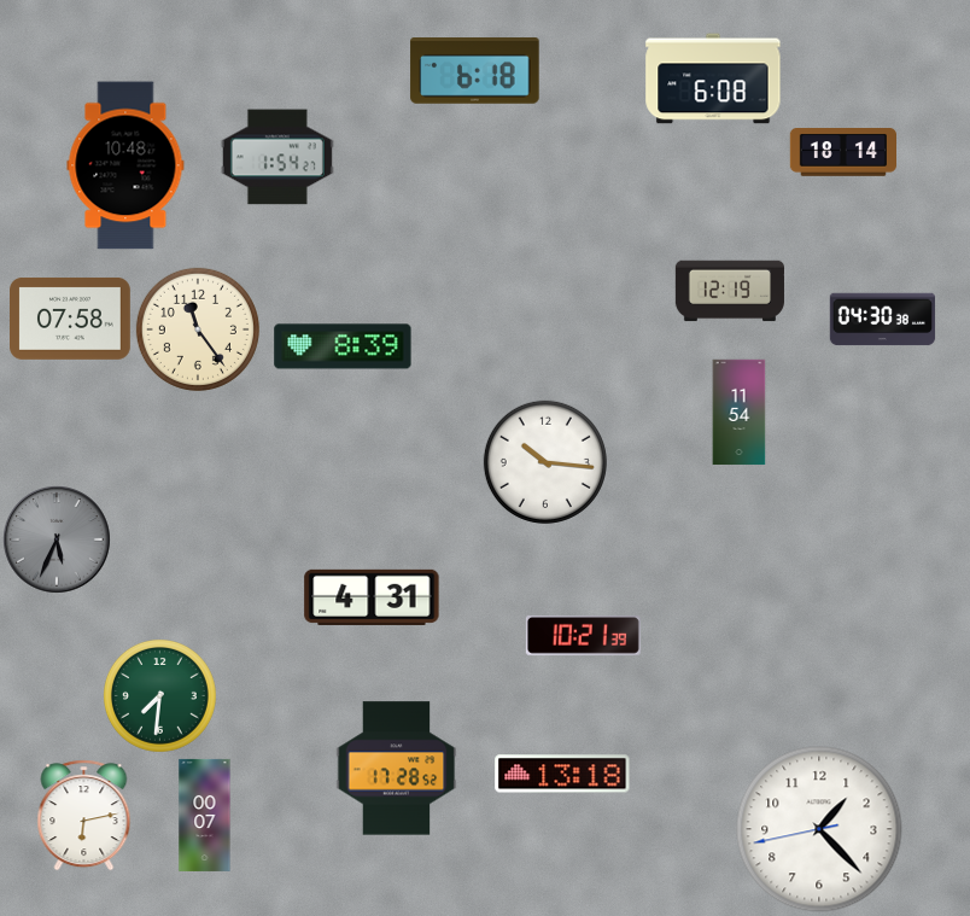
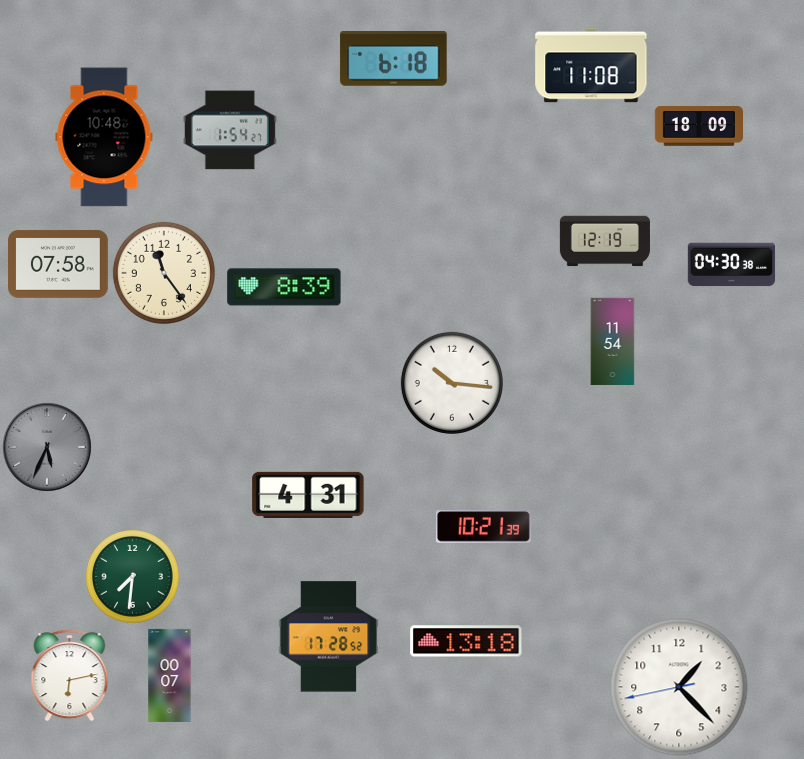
clock at (713, 78): 6:08 -> 11:08
clock at (842, 153): 18:14 -> 18:09
